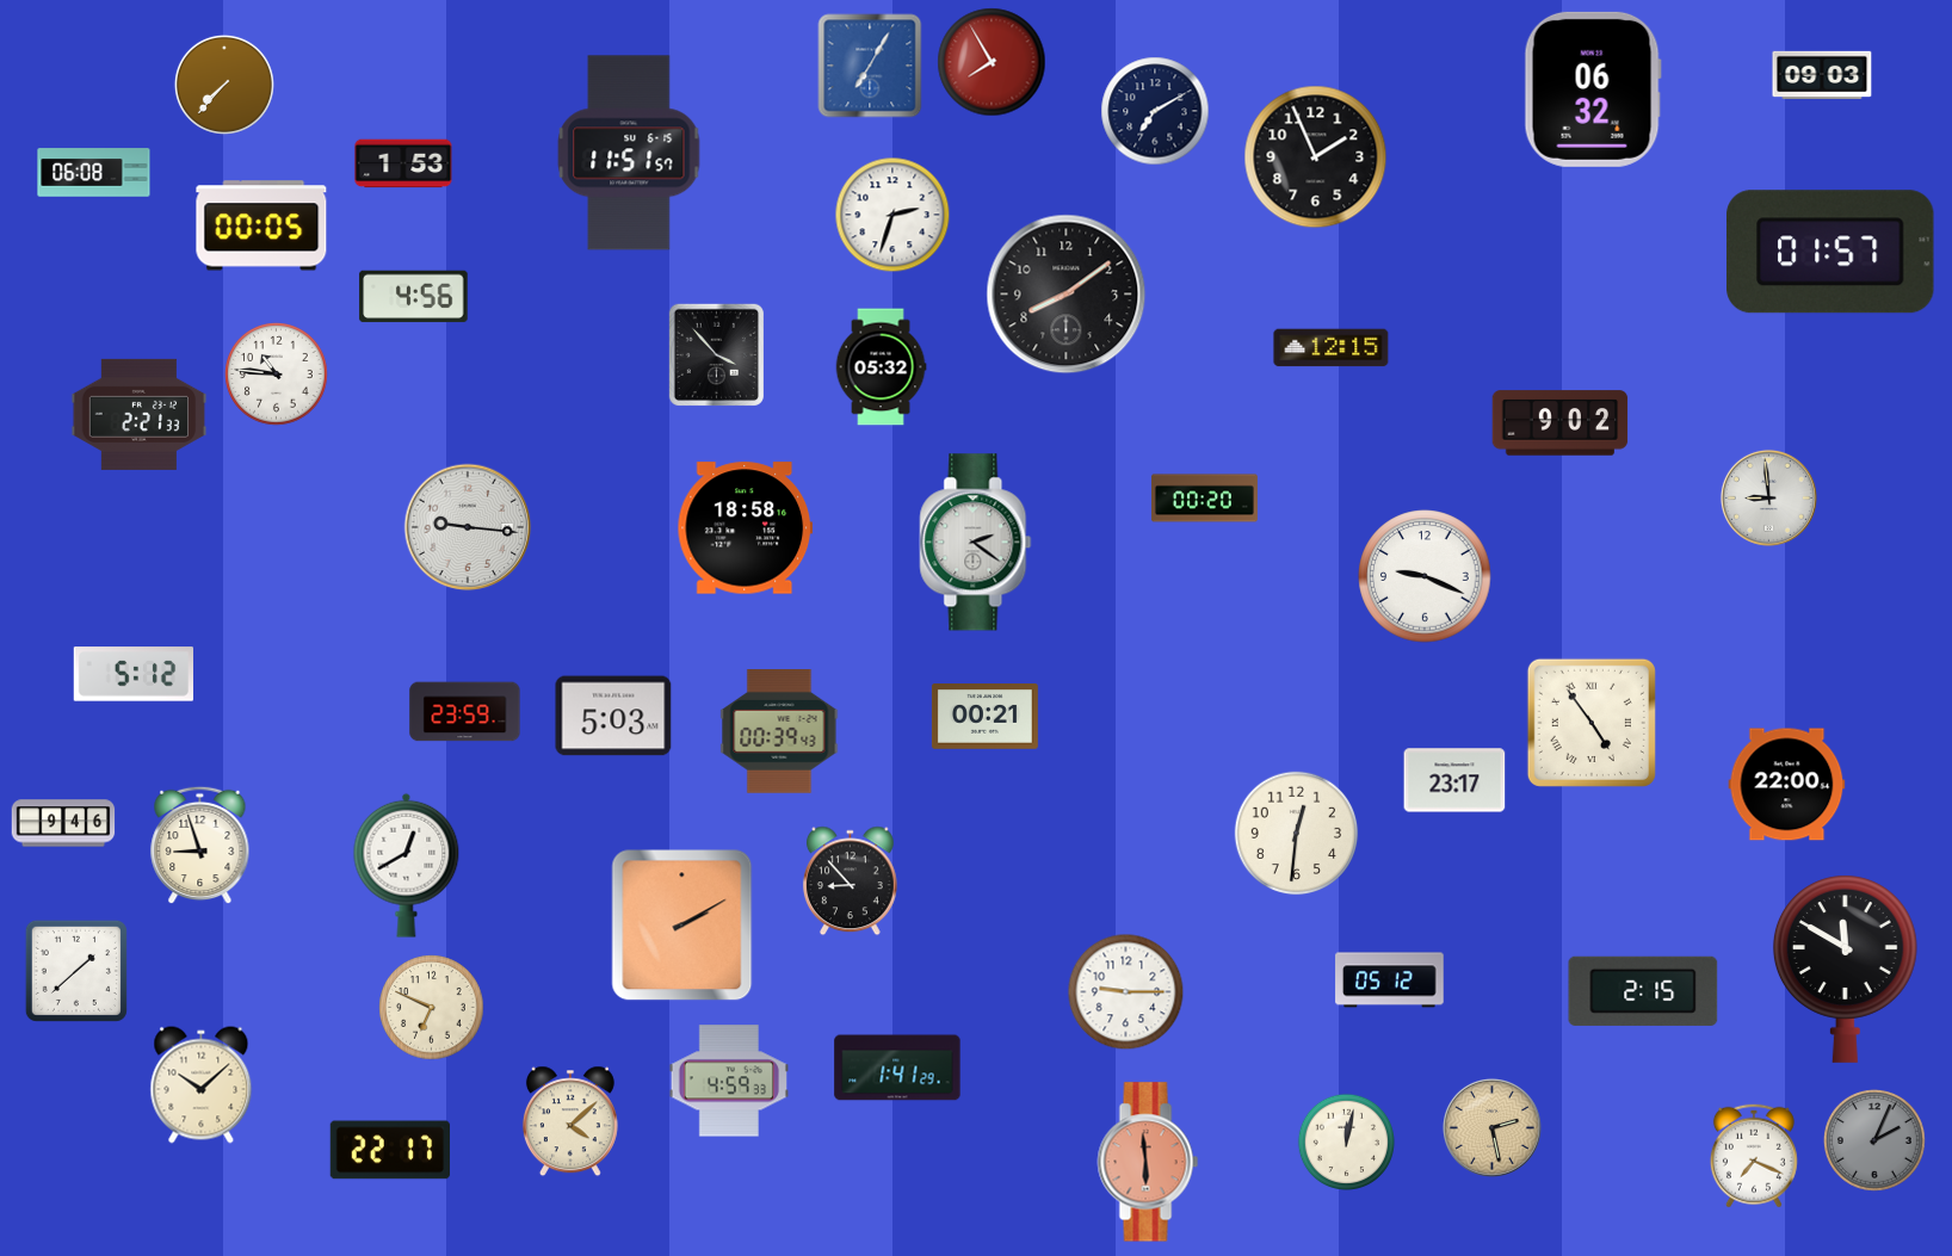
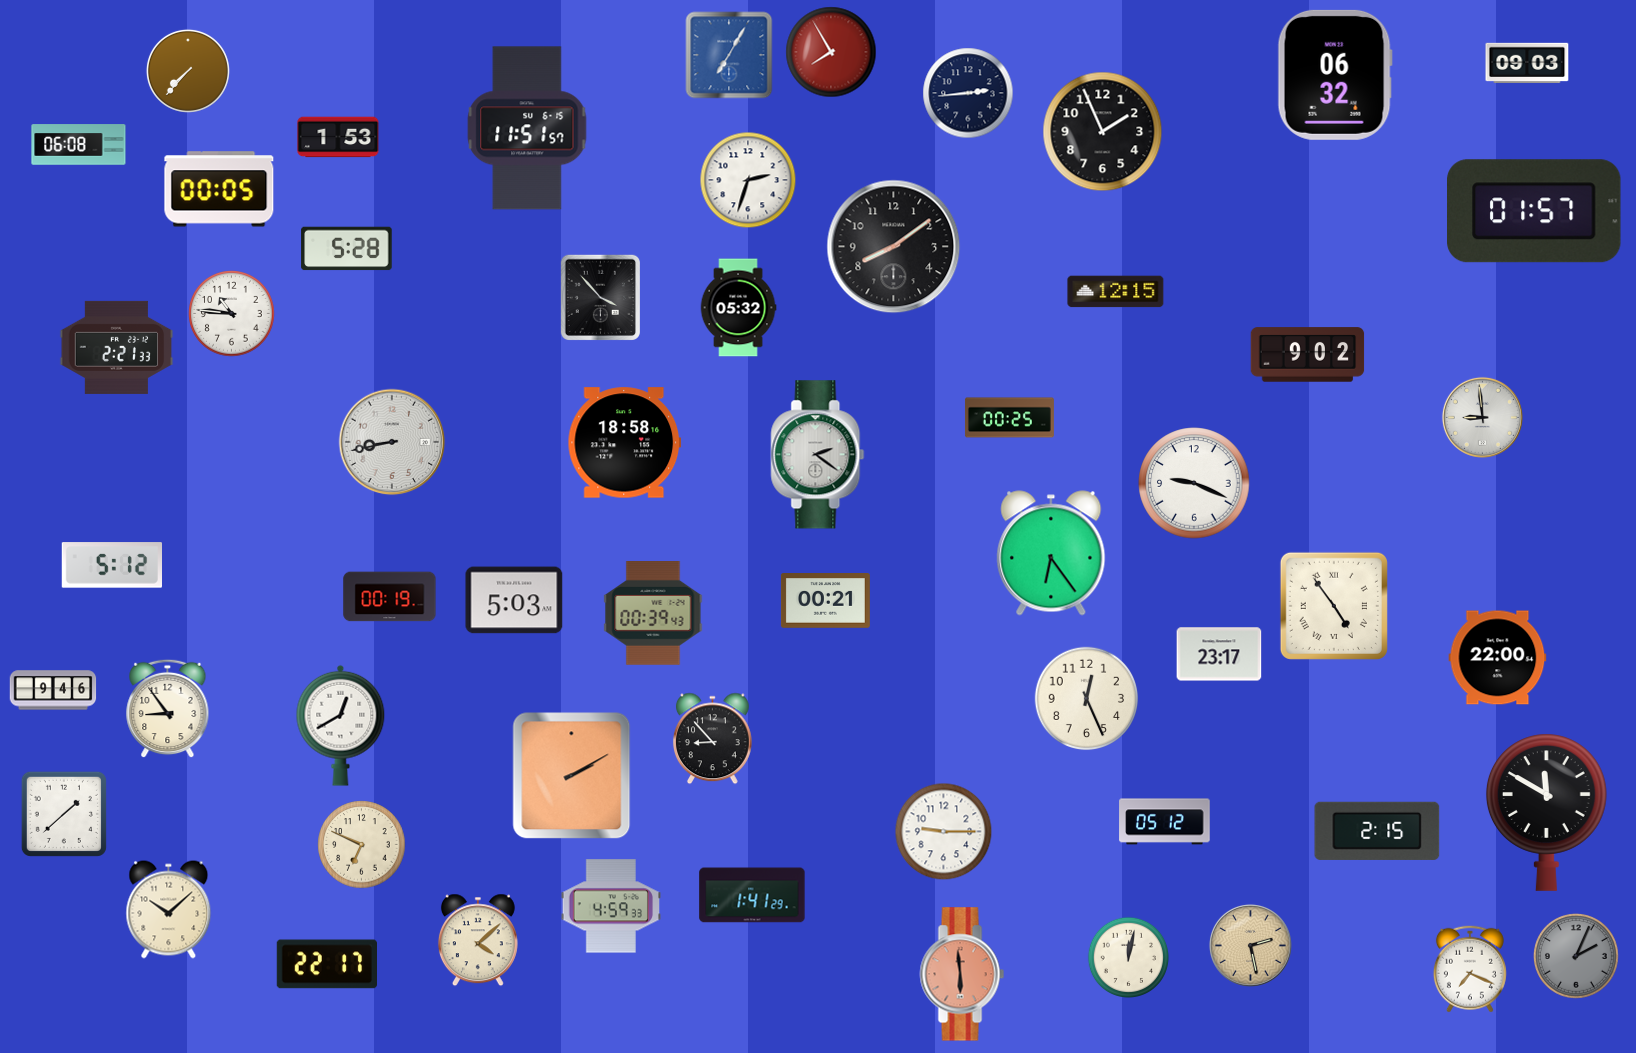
clock at (1155, 111): 7:10 -> 2:44
clock at (414, 297): 4:56 -> 5:28
clock at (1204, 499): 00:20 -> 00:25
clock at (468, 527): 9:16 -> 8:43
clock at (1051, 553): none -> 6:24
clock at (465, 712): 23:59 -> 00:19
clock at (1297, 834): 12:31 -> 12:26
clock at (200, 846): 8:57 -> 8:54
clock at (1876, 1141) position: (1876, 1141) -> (1577, 957)
